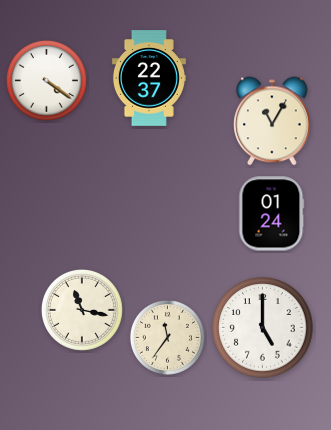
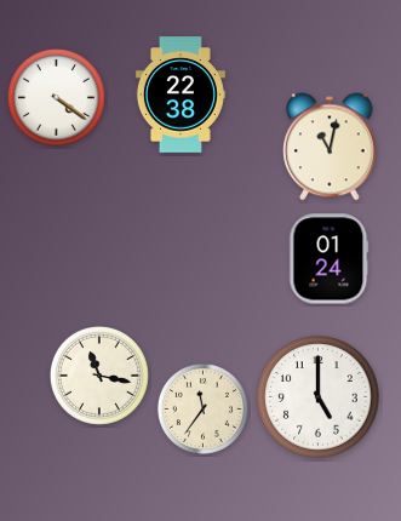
clock at (149, 78): 22:37 -> 22:38
clock at (272, 121): 11:05 -> 11:02
